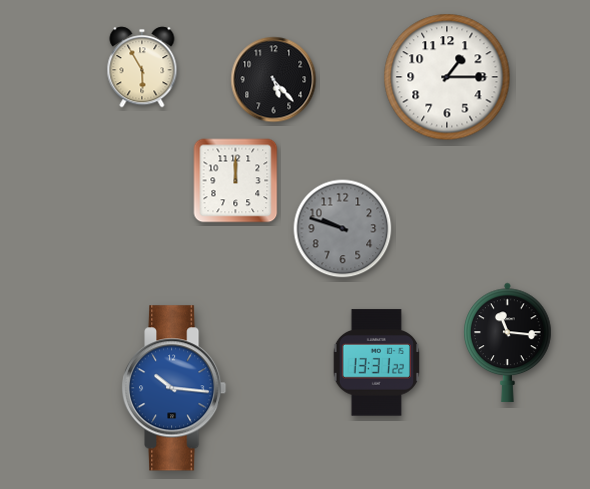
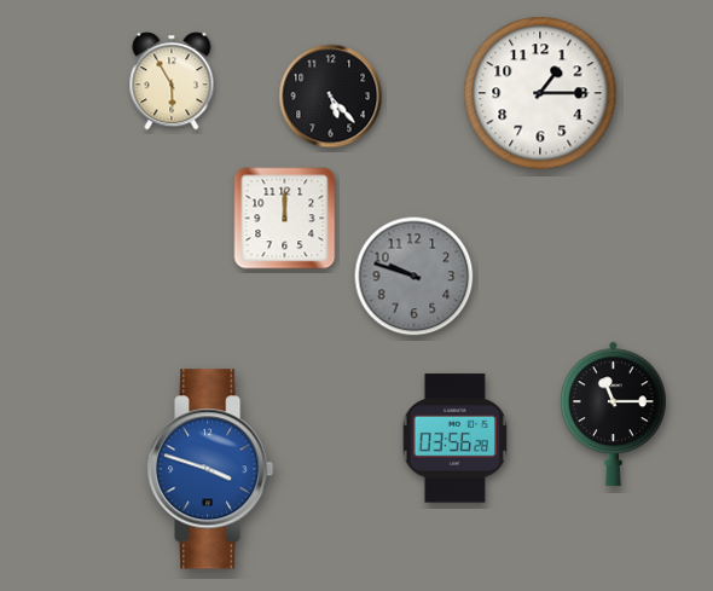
clock at (508, 342): 11:16 -> 11:15
clock at (377, 363): 13:31 -> 03:56
clock at (175, 388): 10:16 -> 3:48
